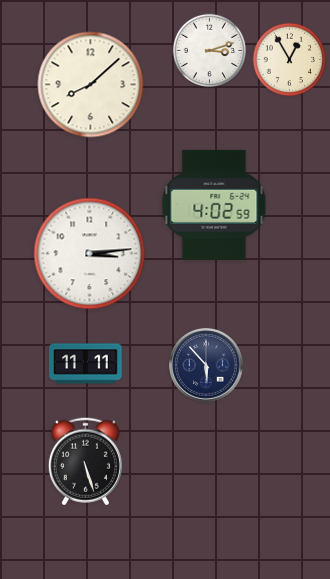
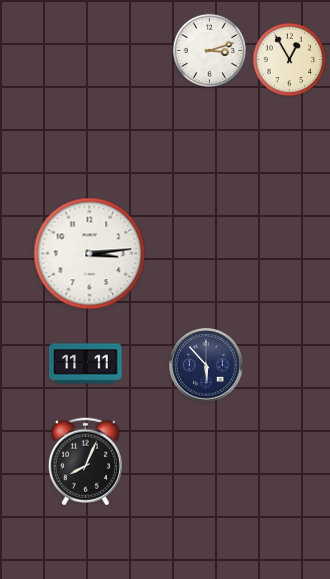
clock at (91, 85): 8:08 -> none
clock at (214, 205): 4:02 -> none
clock at (85, 462): 5:27 -> 8:04
